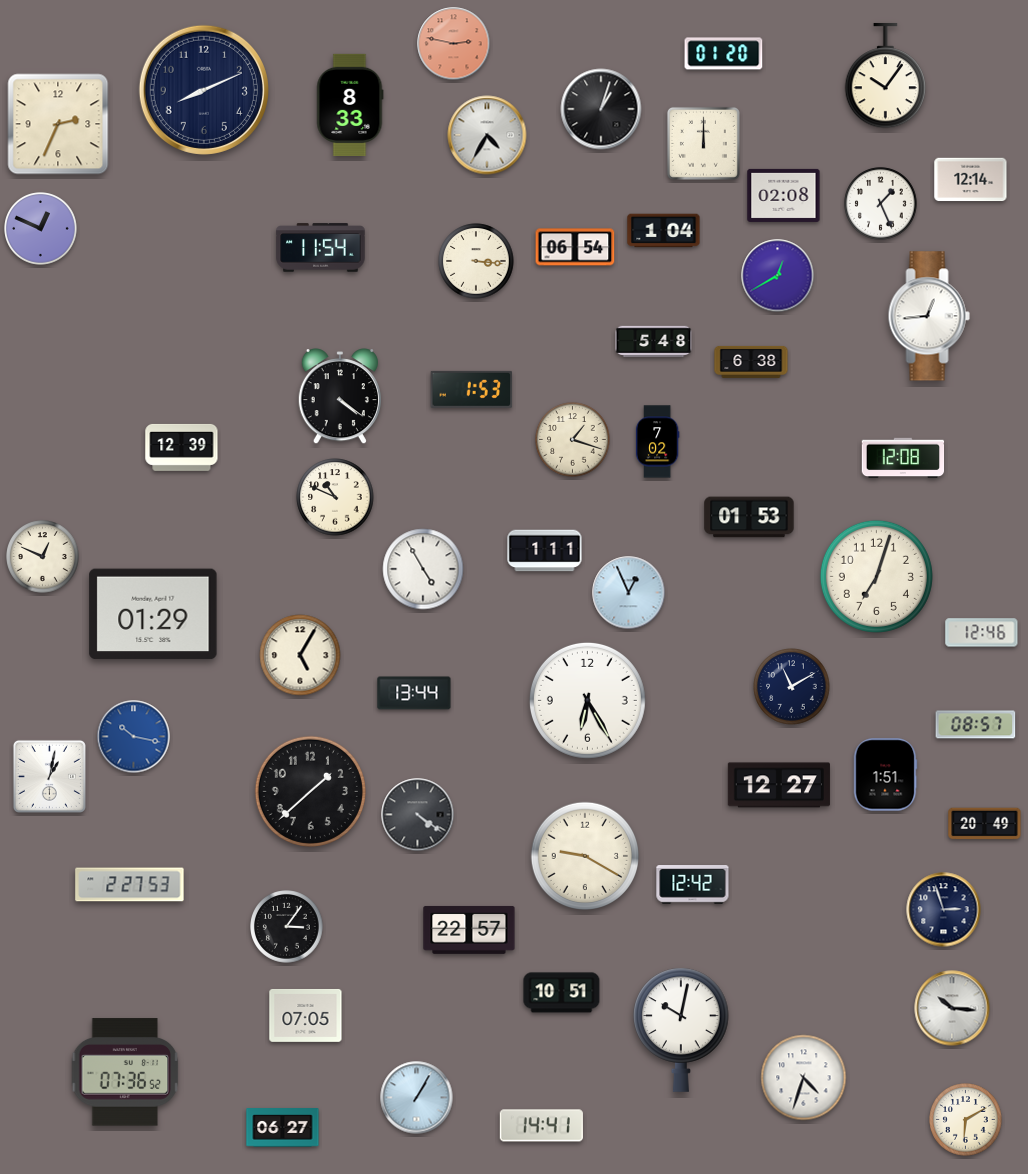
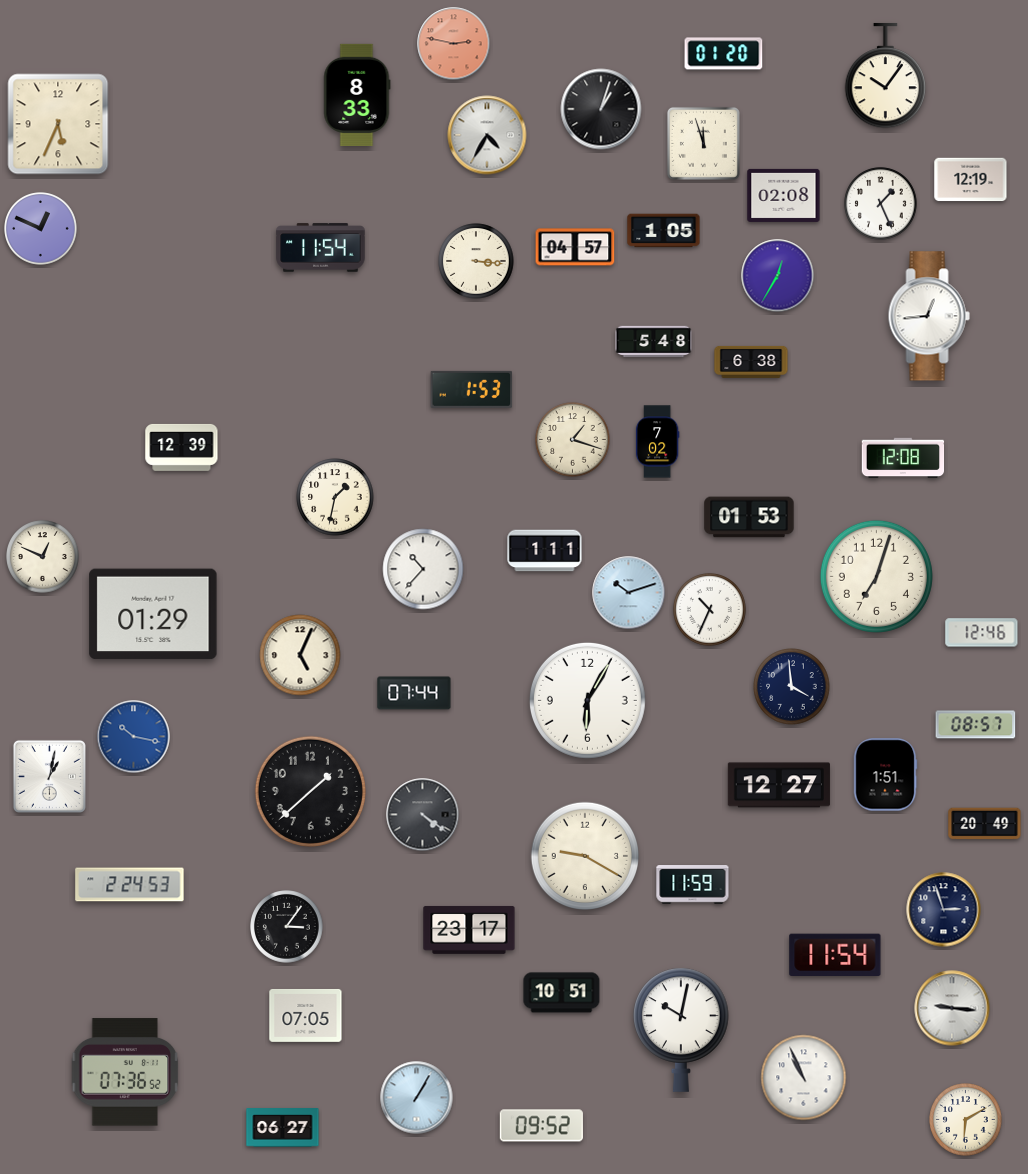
clock at (204, 90): 8:11 -> none
clock at (350, 105) position: (350, 105) -> (357, 95)
clock at (58, 124): 2:34 -> 5:34
clock at (703, 143): 12:00 -> 11:57
clock at (971, 180): 12:14 -> 12:19
clock at (664, 231): 1:04 -> 1:05
clock at (575, 247): 06:54 -> 04:57
clock at (778, 276): 12:40 -> 12:35
clock at (340, 397): 4:21 -> none
clock at (335, 497): 10:49 -> 1:32
clock at (423, 569): 4:55 -> 10:37
clock at (629, 593): 12:56 -> 10:12
clock at (710, 610): none -> 10:34
clock at (300, 655): 5:05 -> 5:04
clock at (792, 687): 11:10 -> 3:59
clock at (414, 693): 13:44 -> 07:44
clock at (587, 700): 6:25 -> 6:05
clock at (418, 815) position: (418, 815) -> (423, 815)
clock at (130, 885): 2:27 -> 2:24
clock at (693, 885): 12:42 -> 11:59
clock at (469, 930): 22:57 -> 23:17
clock at (835, 955): none -> 11:54
clock at (952, 1008): 10:16 -> 9:16
clock at (804, 1078): 4:33 -> 10:56
clock at (541, 1126): 14:41 -> 09:52
